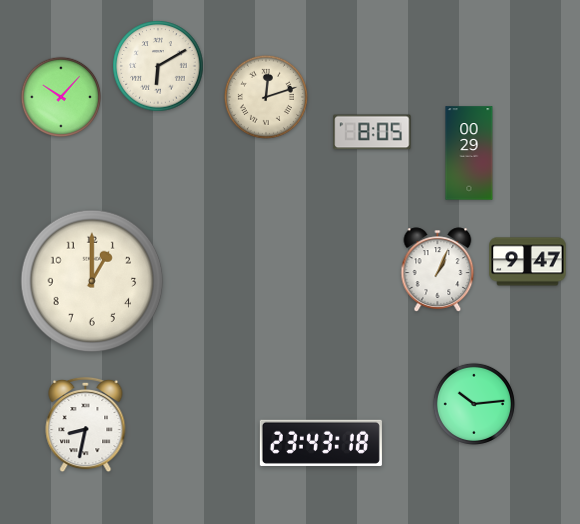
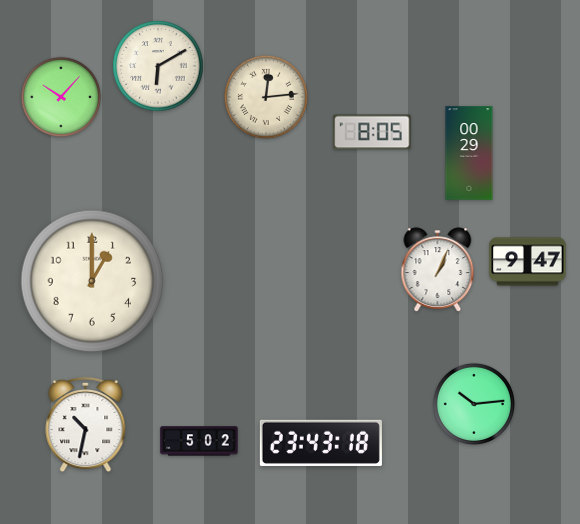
clock at (266, 97): 12:12 -> 12:14
clock at (86, 425): 8:32 -> 10:32
clock at (199, 441): none -> 5:02
